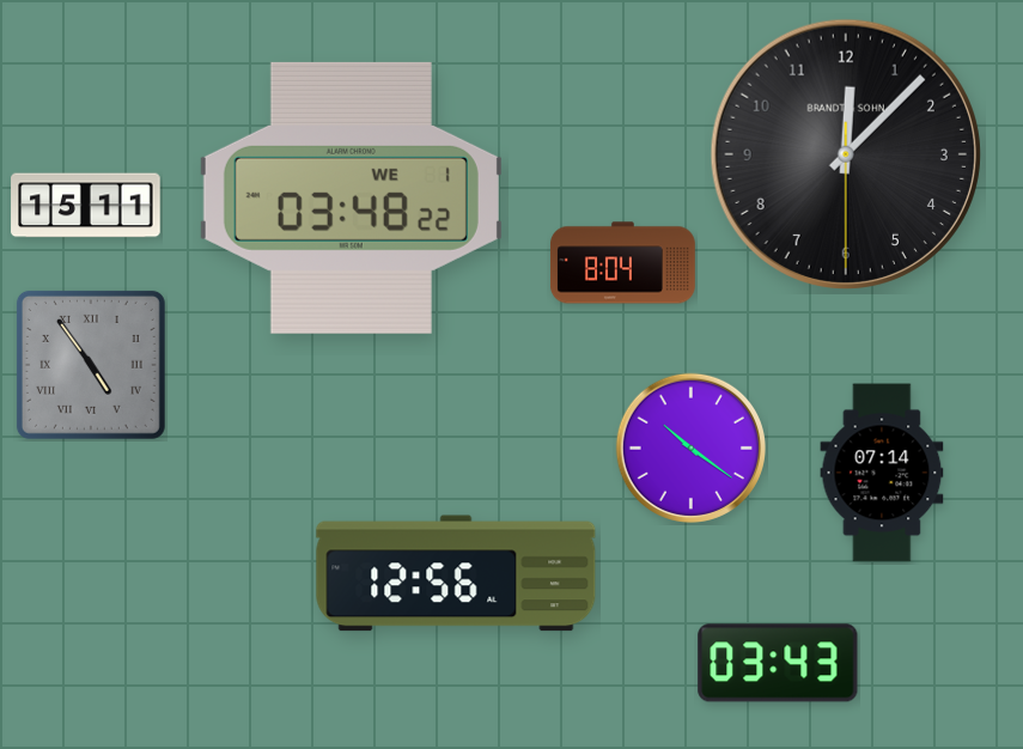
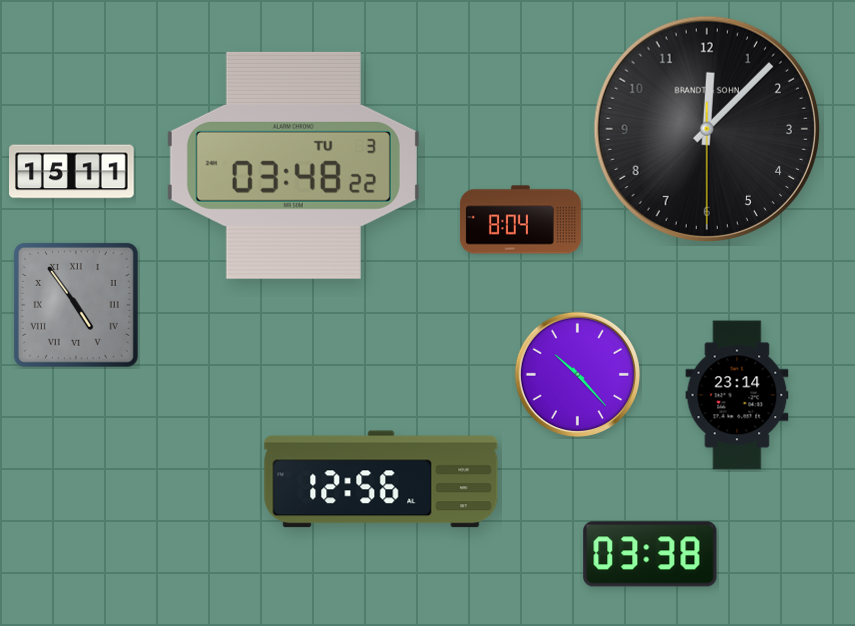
clock at (351, 197) date: WE 1 -> TU 3
clock at (690, 447): 10:21 -> 10:23
clock at (882, 473): 07:14 -> 23:14
clock at (778, 663): 03:43 -> 03:38
